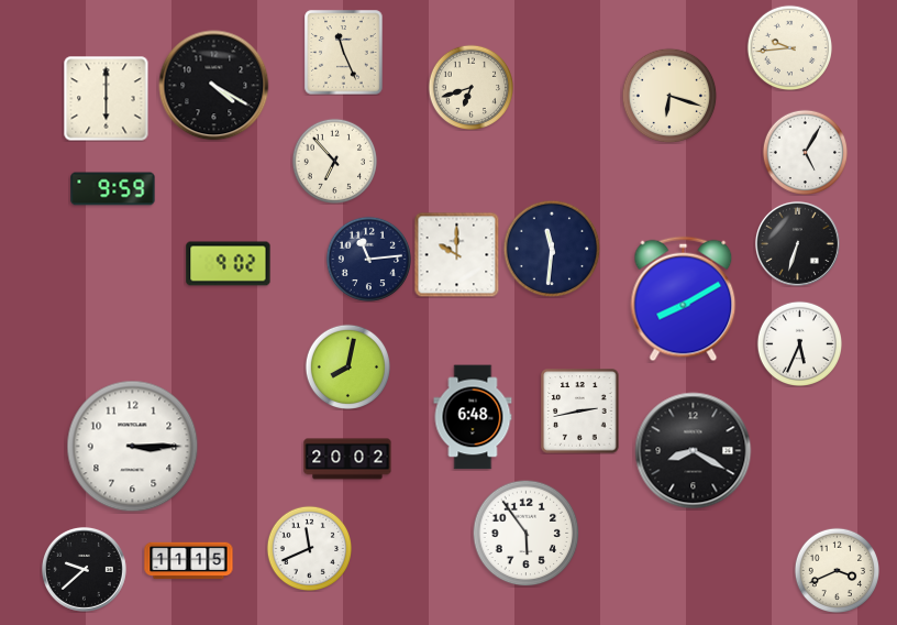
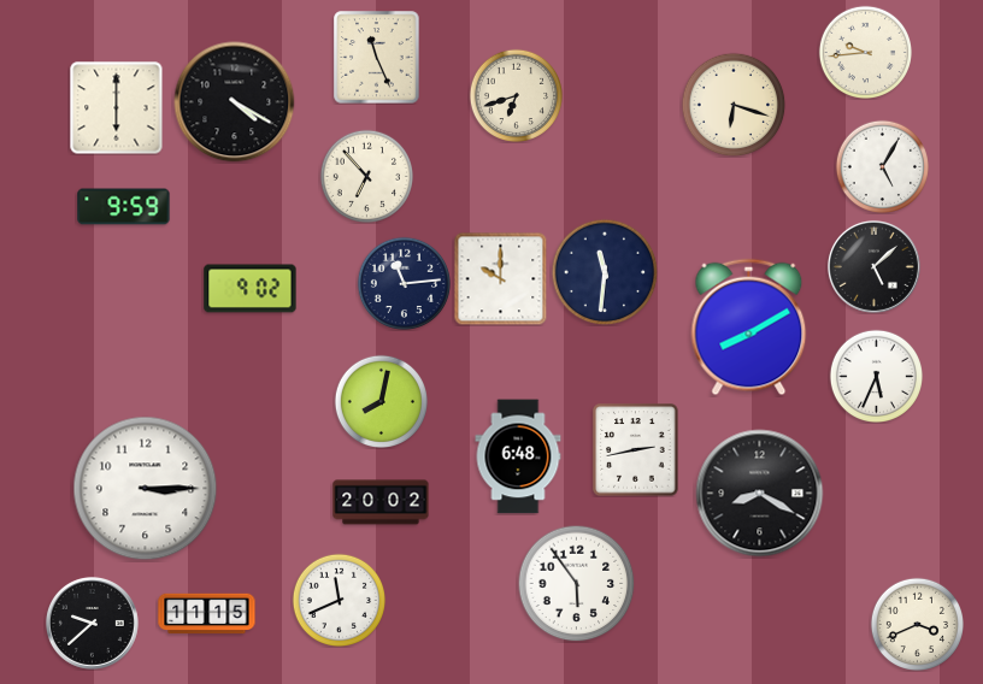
clock at (214, 86) position: (214, 86) -> (235, 102)
clock at (797, 243): 6:33 -> 5:08
